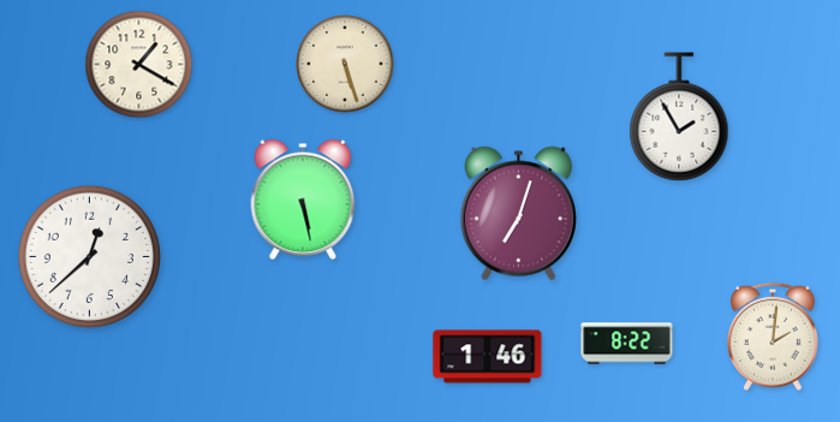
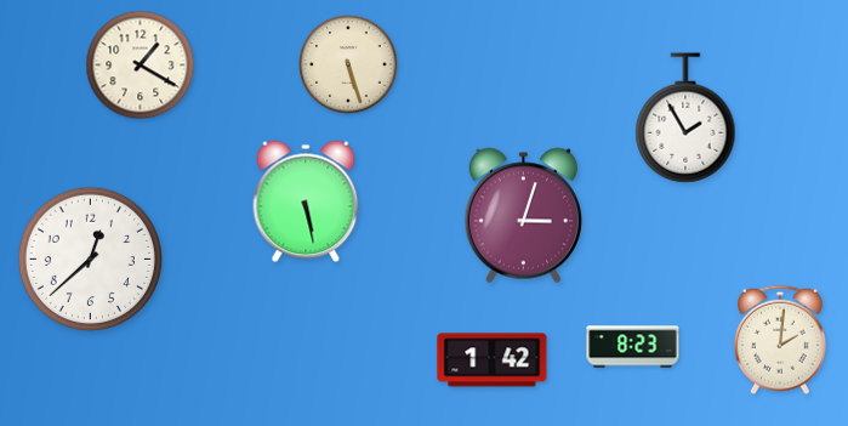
clock at (518, 214): 7:03 -> 3:03
clock at (627, 344): 8:22 -> 8:23
clock at (488, 357): 1:46 -> 1:42
